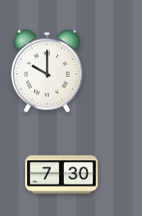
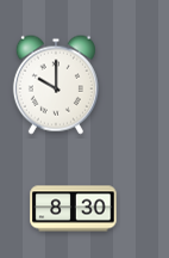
clock at (62, 175): 7:30 -> 8:30
